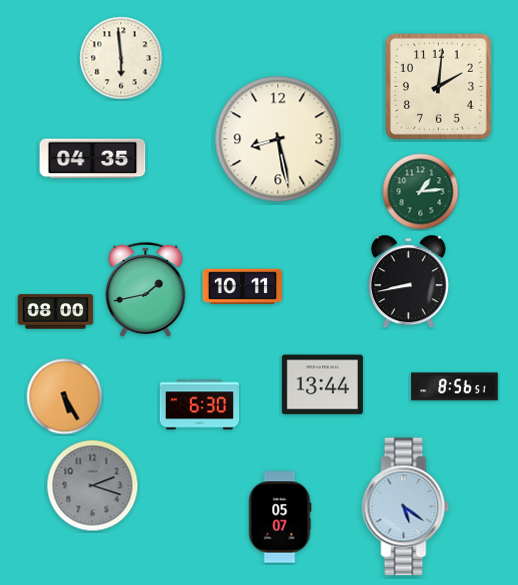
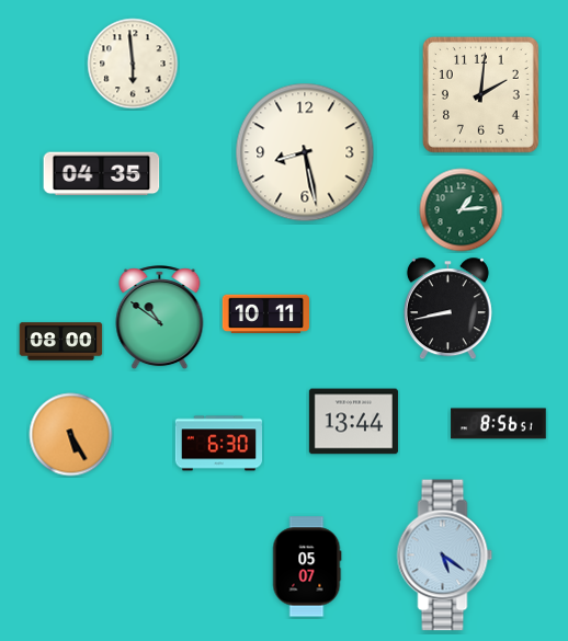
clock at (146, 290): 1:43 -> 10:51
clock at (93, 486): 2:18 -> none
